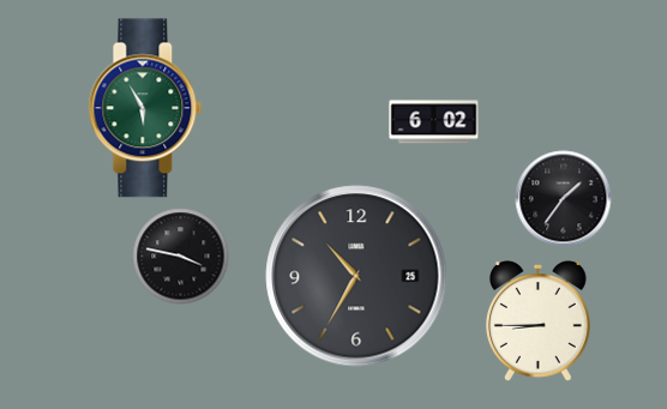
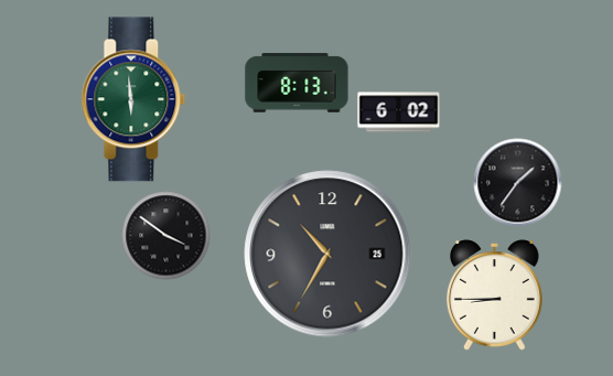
clock at (297, 83): none -> 8:13
clock at (145, 108): 5:55 -> 5:59
clock at (181, 257): 3:47 -> 3:51
